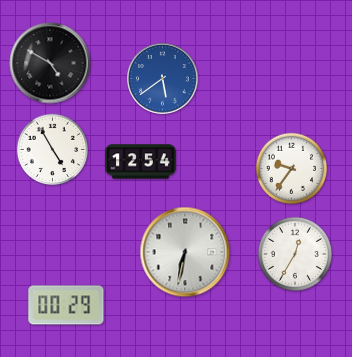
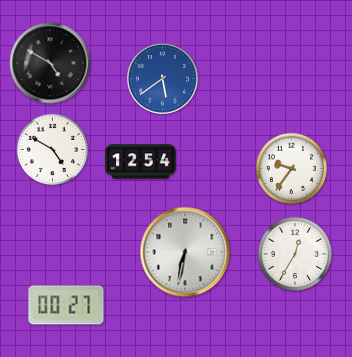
clock at (53, 150): 4:55 -> 4:50
clock at (66, 305): 00:29 -> 00:27
